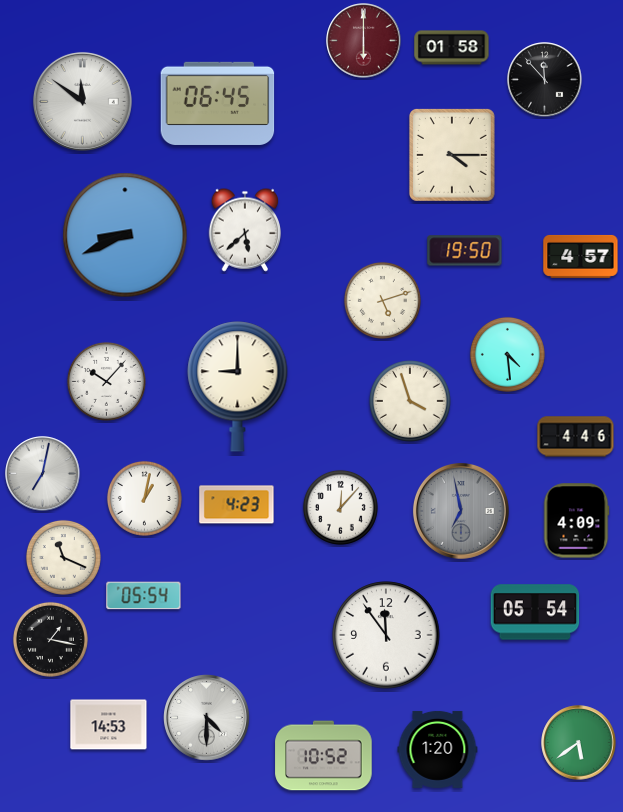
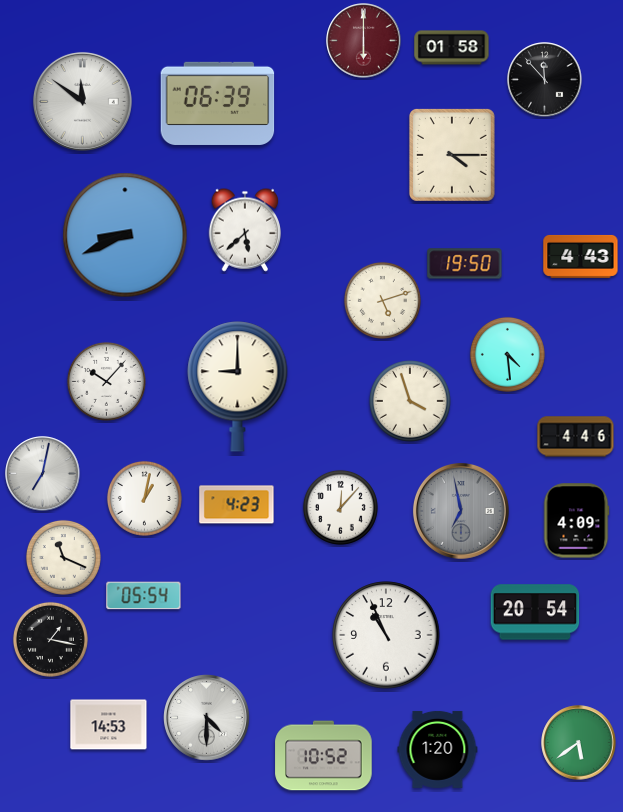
clock at (218, 103): 06:45 -> 06:39
clock at (465, 251) position: (465, 251) -> (465, 264)
clock at (581, 256): 4:57 -> 4:43
clock at (535, 612): 05:54 -> 20:54
clock at (386, 635): 11:54 -> 10:56
